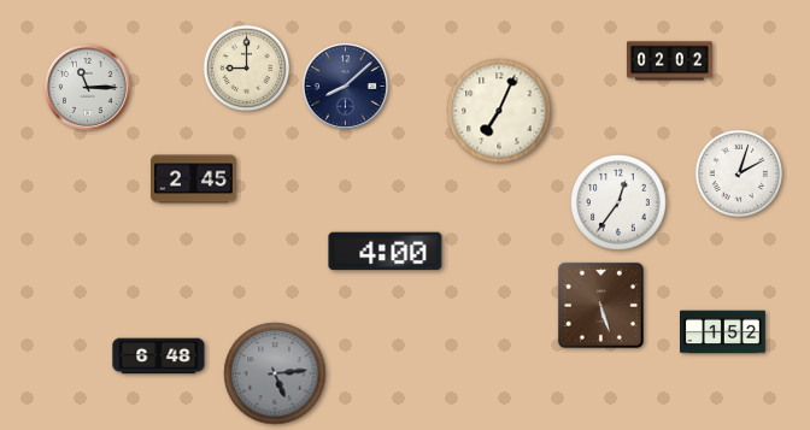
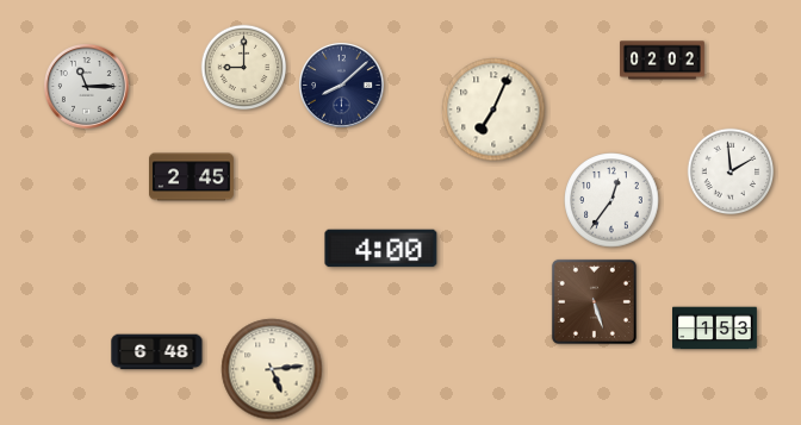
clock at (739, 173): 2:03 -> 1:59
clock at (723, 332): 1:52 -> 1:53
clock at (275, 373) dial: grey -> cream
